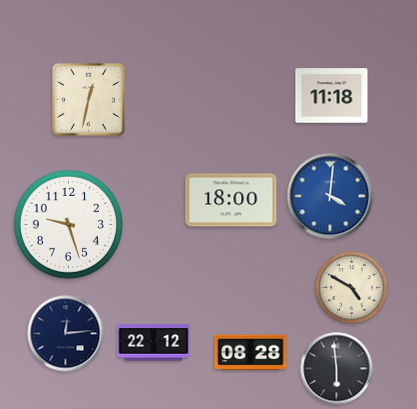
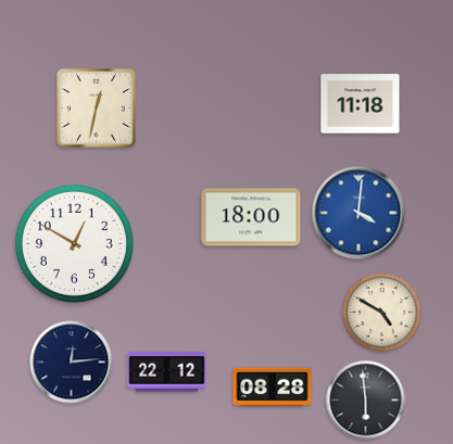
clock at (68, 224): 9:27 -> 12:50
clock at (251, 353) position: (251, 353) -> (273, 388)
